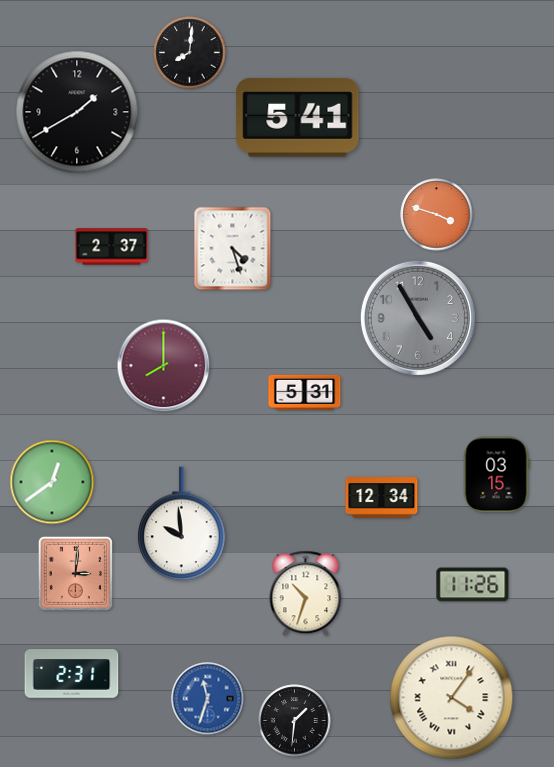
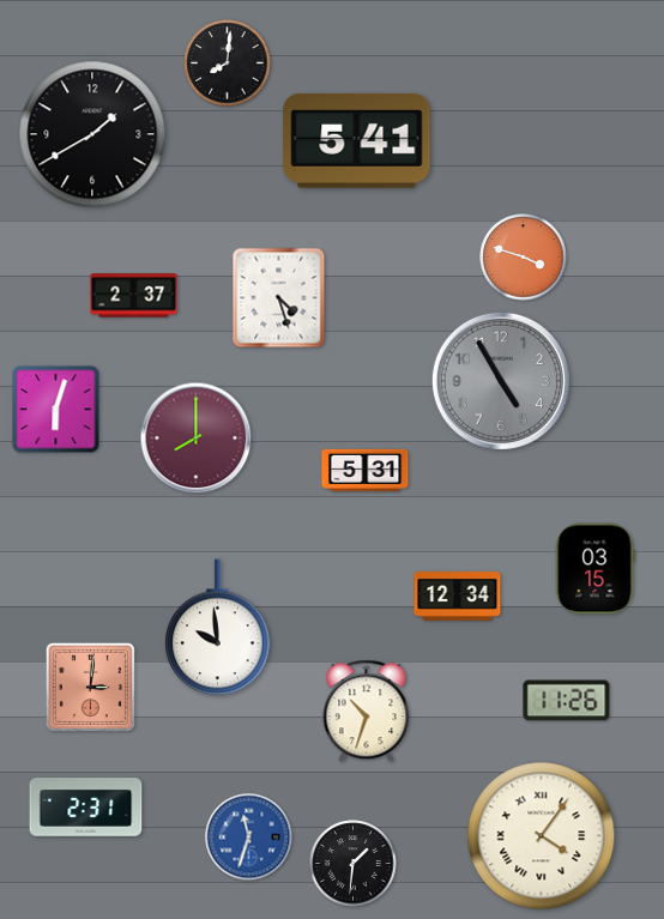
clock at (56, 410): none -> 6:03
clock at (52, 482): 12:39 -> none
